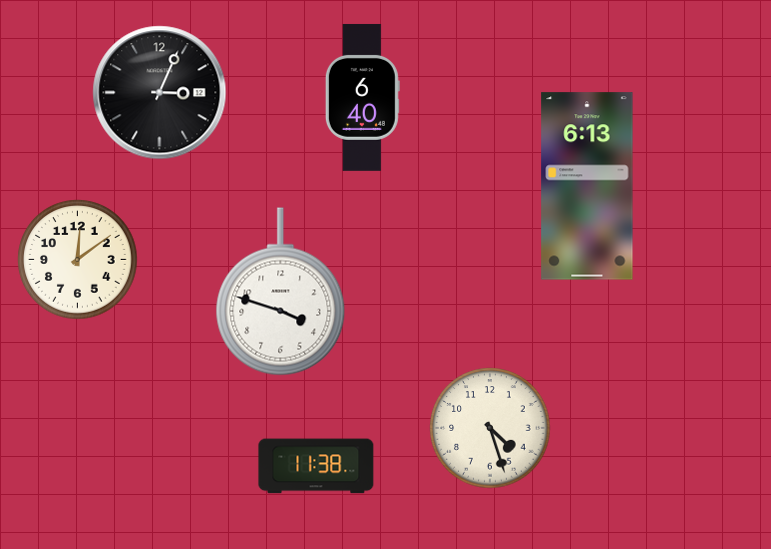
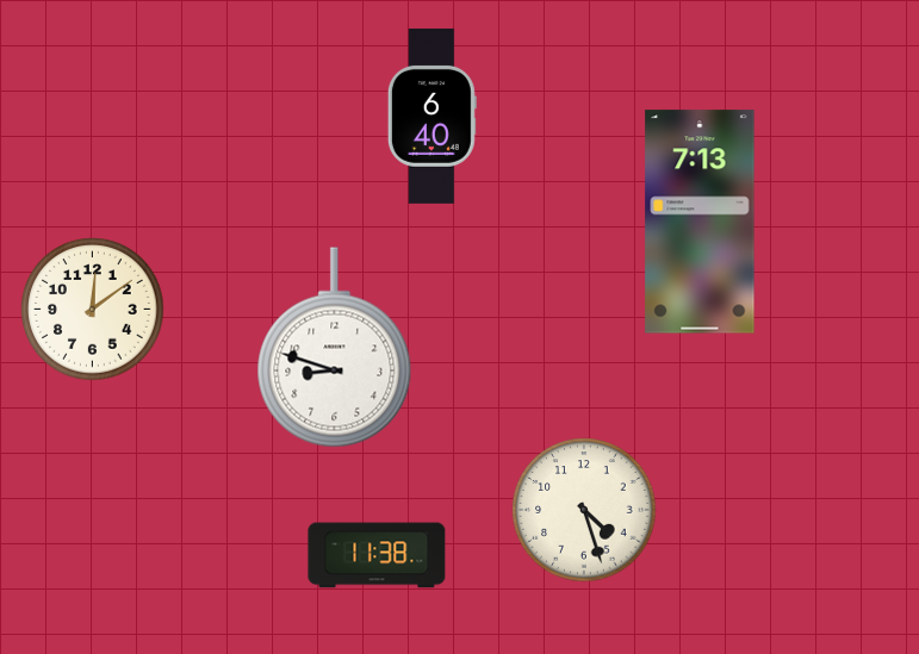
clock at (160, 93): 3:04 -> none
clock at (587, 186): 6:13 -> 7:13
clock at (281, 292): 3:48 -> 8:48
